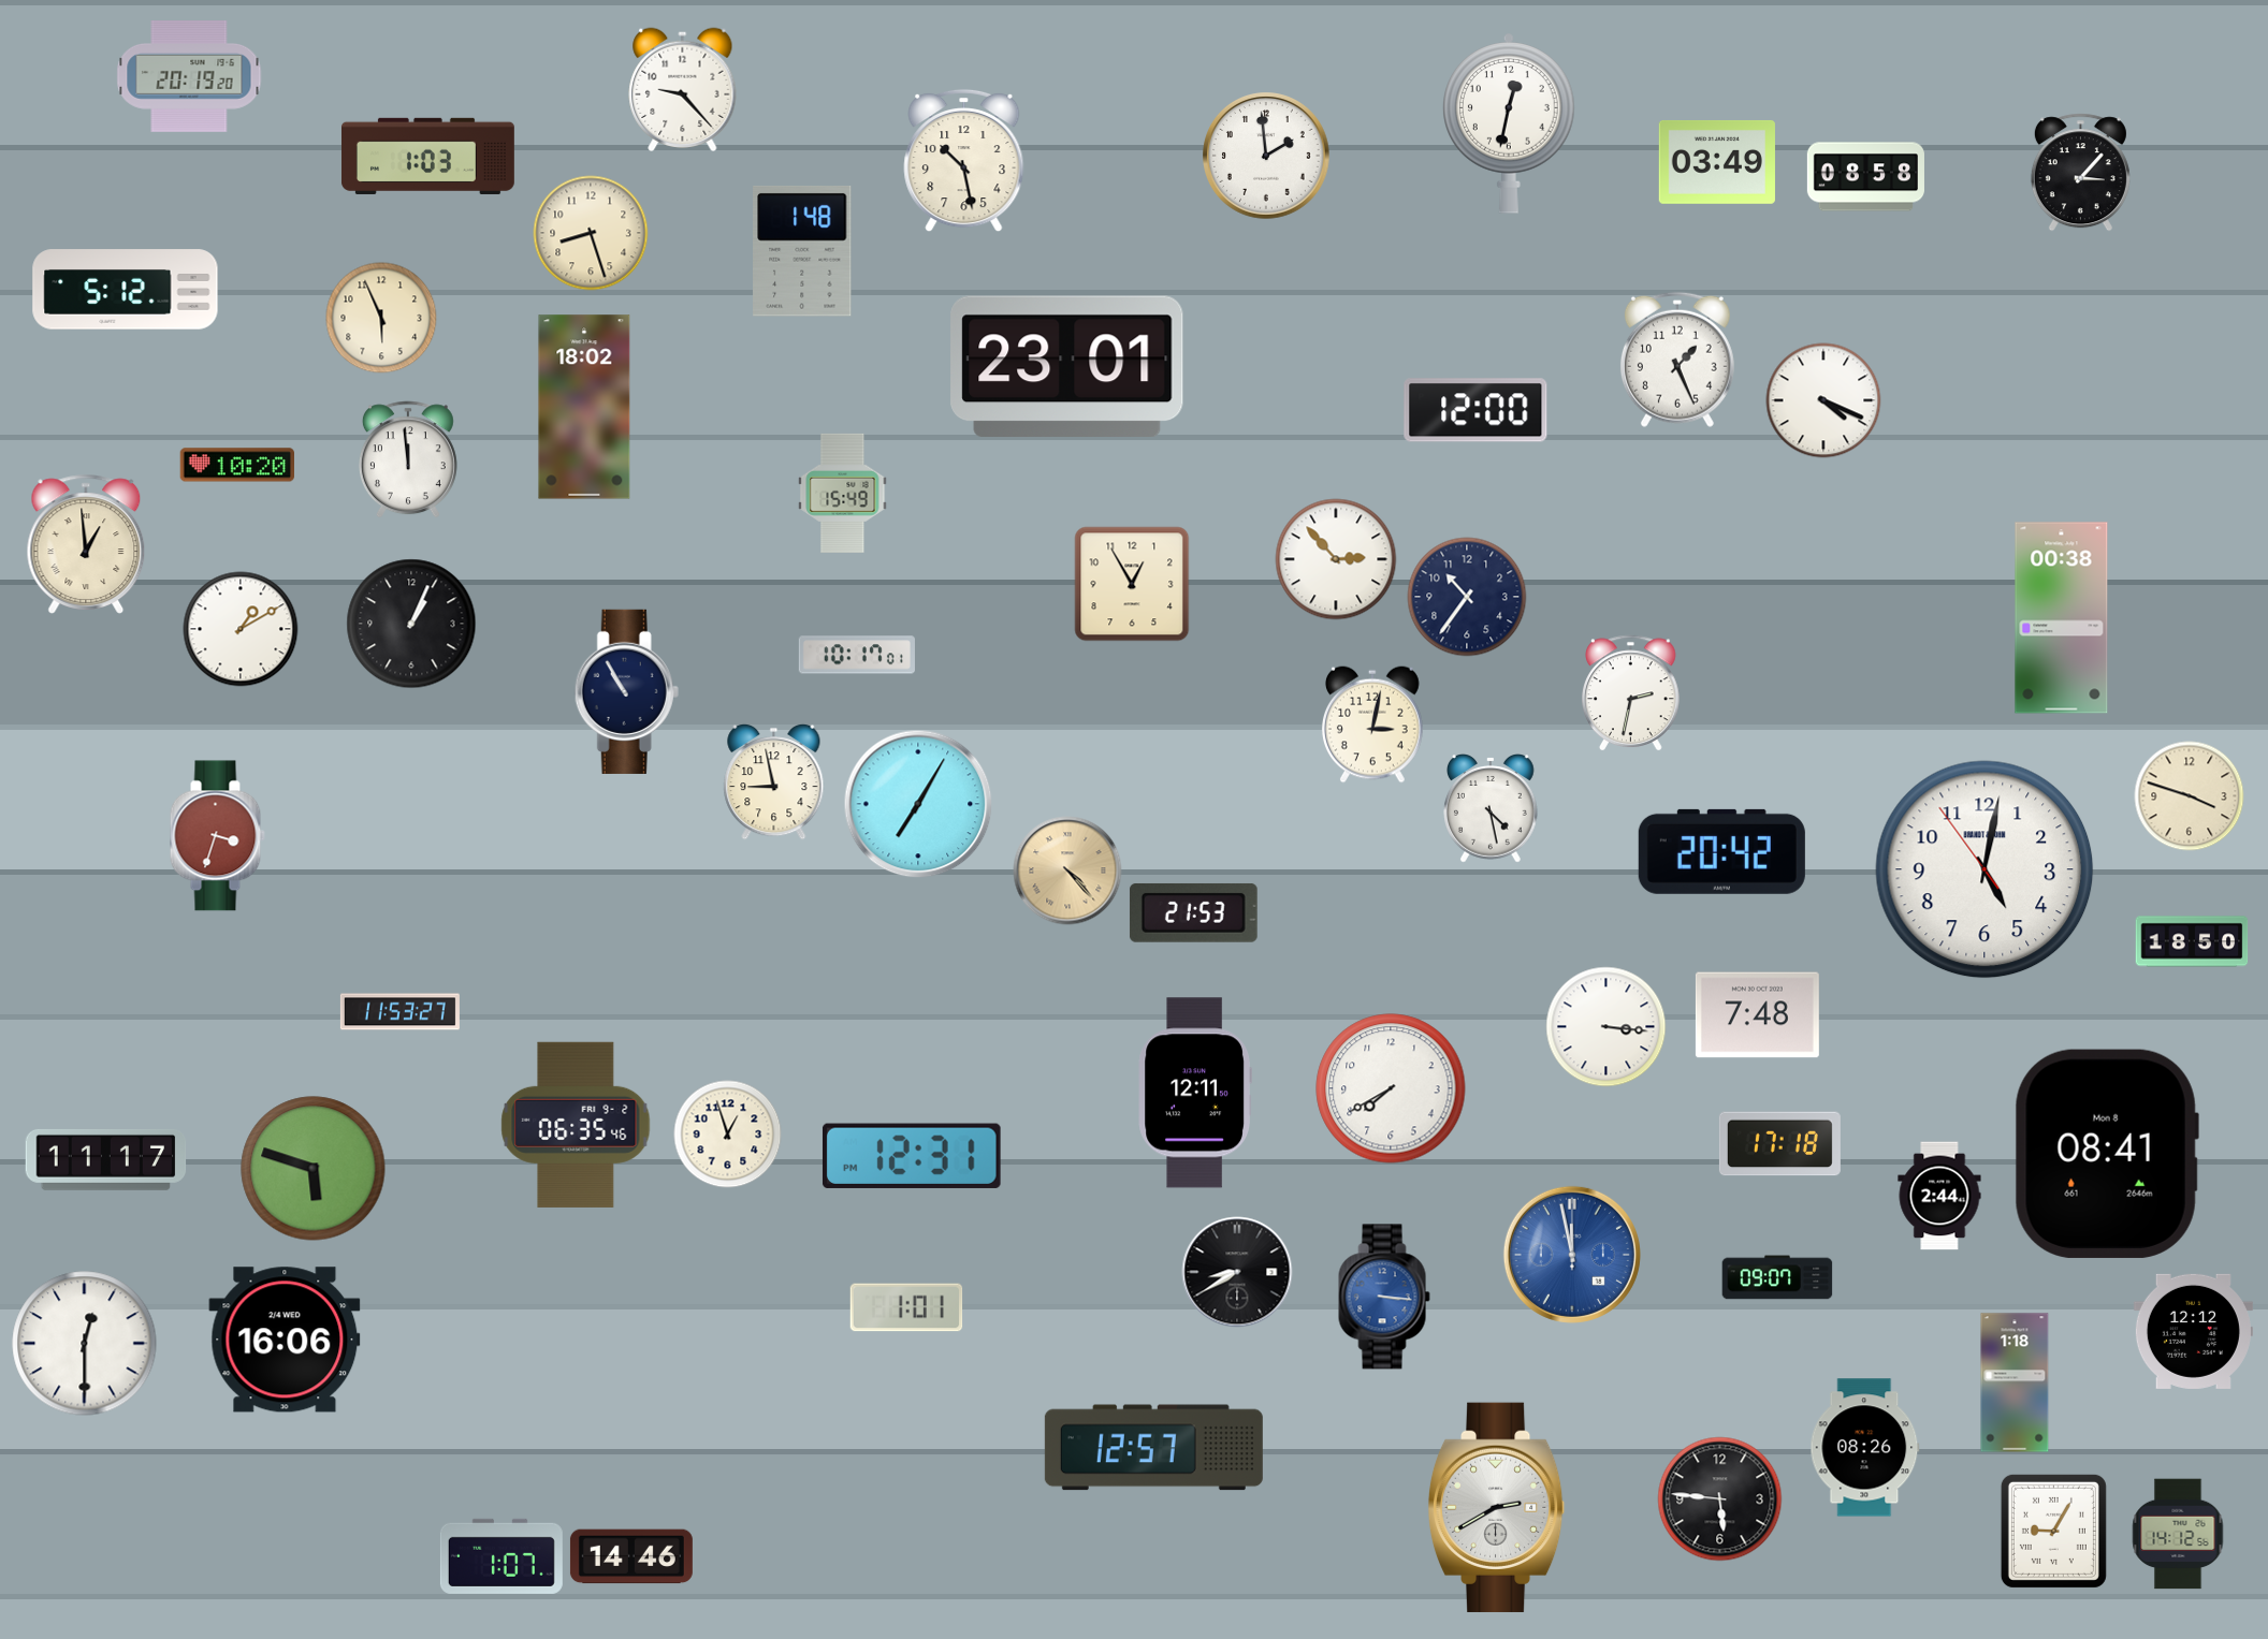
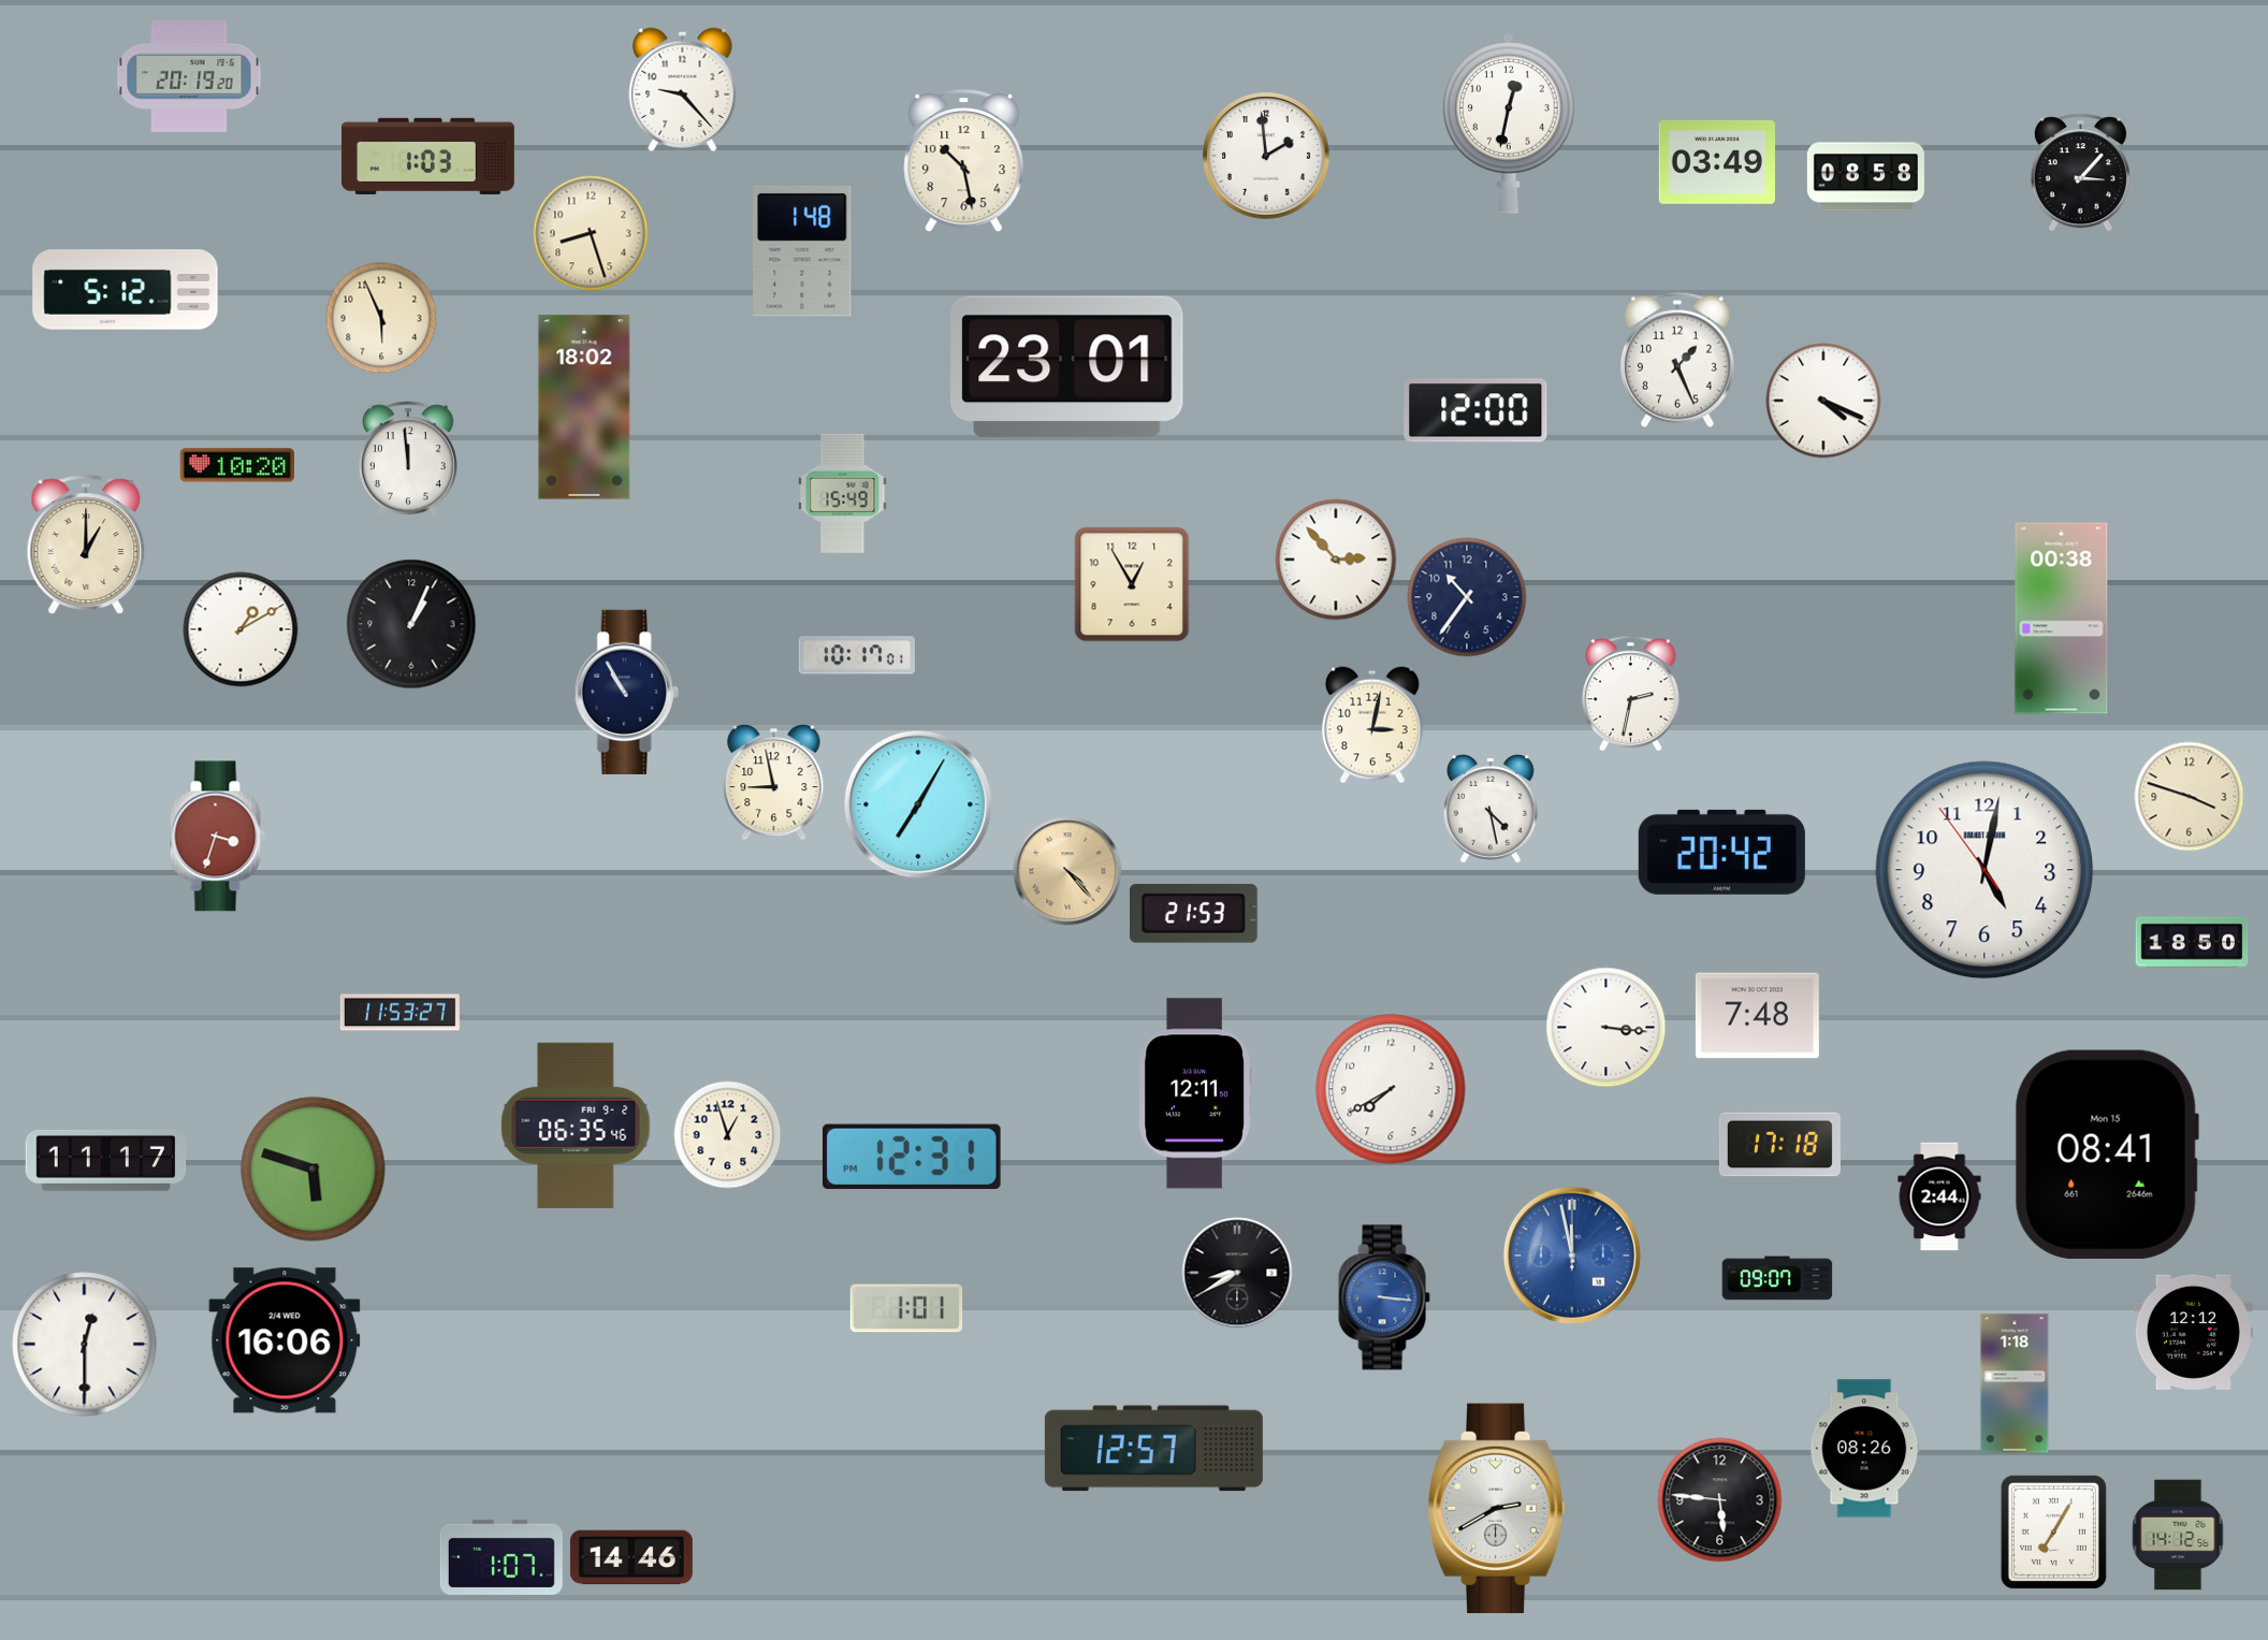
clock at (86, 544): 12:59 -> 1:00
clock at (2107, 1154) date: Mon 8 -> Mon 15
clock at (2053, 1531): 9:05 -> 7:05
